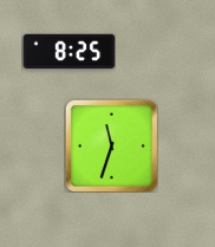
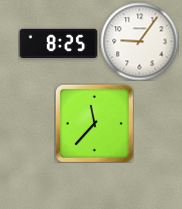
clock at (139, 41): none -> 9:06
clock at (111, 145): 11:33 -> 11:37
